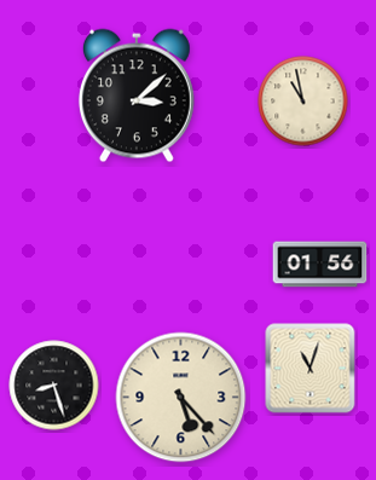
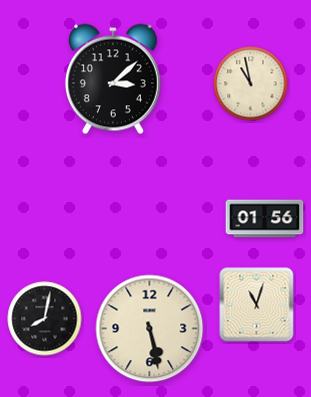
clock at (54, 386): 8:27 -> 8:02
clock at (181, 398): 5:23 -> 5:28
